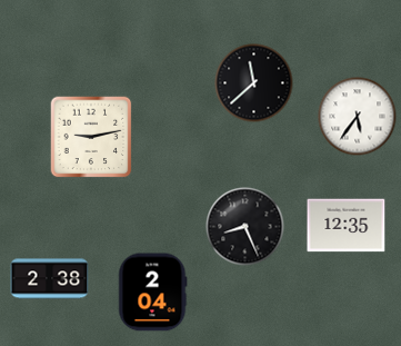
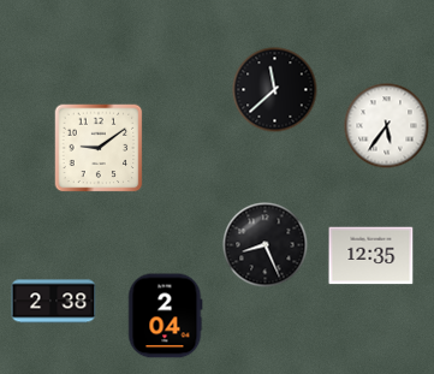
clock at (91, 137): 9:13 -> 9:09
clock at (347, 226) position: (347, 226) -> (371, 256)
